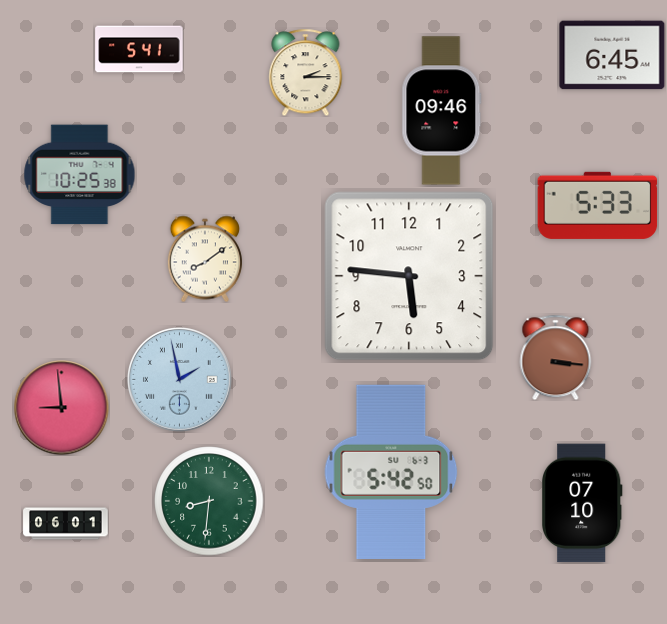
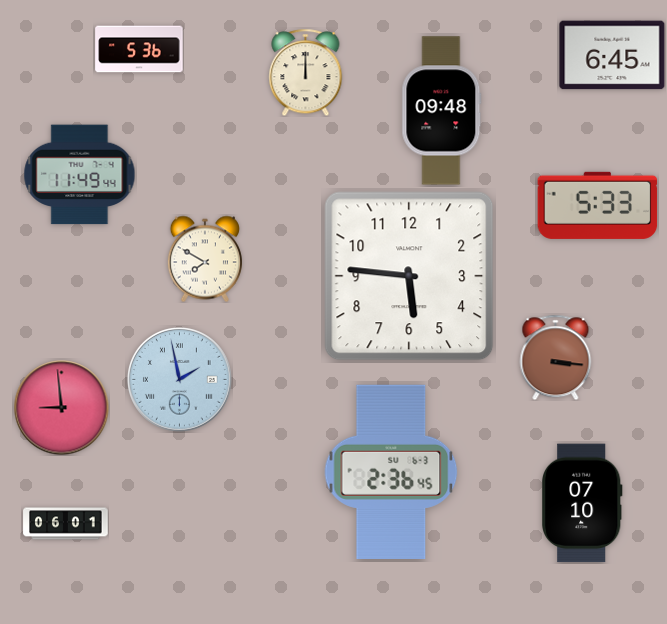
clock at (139, 49): 5:41 -> 5:36
clock at (306, 72): 2:15 -> 12:00
clock at (442, 111): 09:46 -> 09:48
clock at (80, 175): 10:25 -> 11:49
clock at (205, 259): 8:09 -> 7:50
clock at (391, 471): 5:42 -> 2:36
clock at (209, 501): 8:31 -> none
